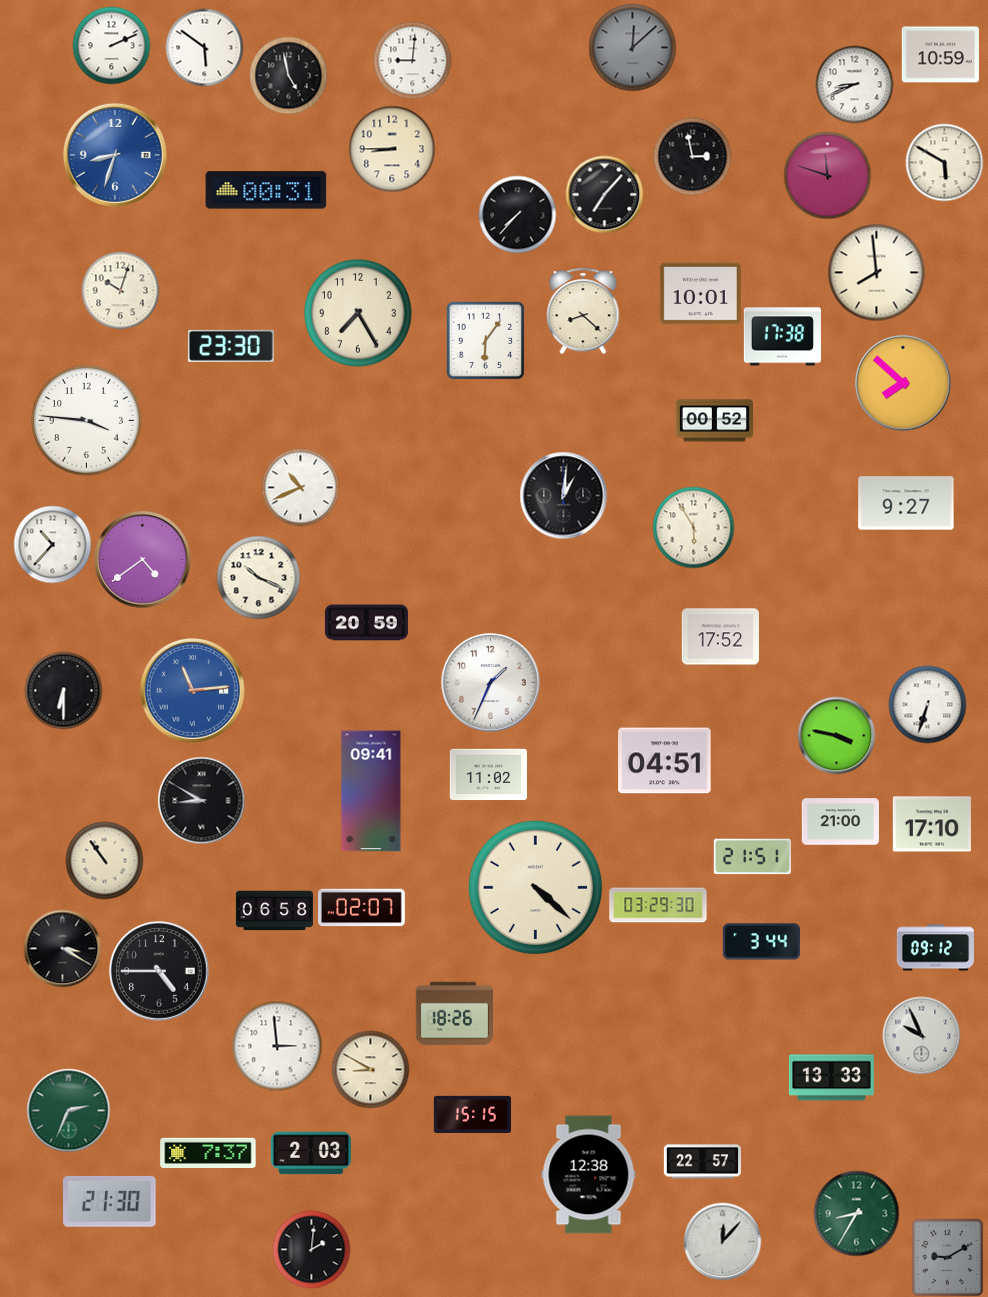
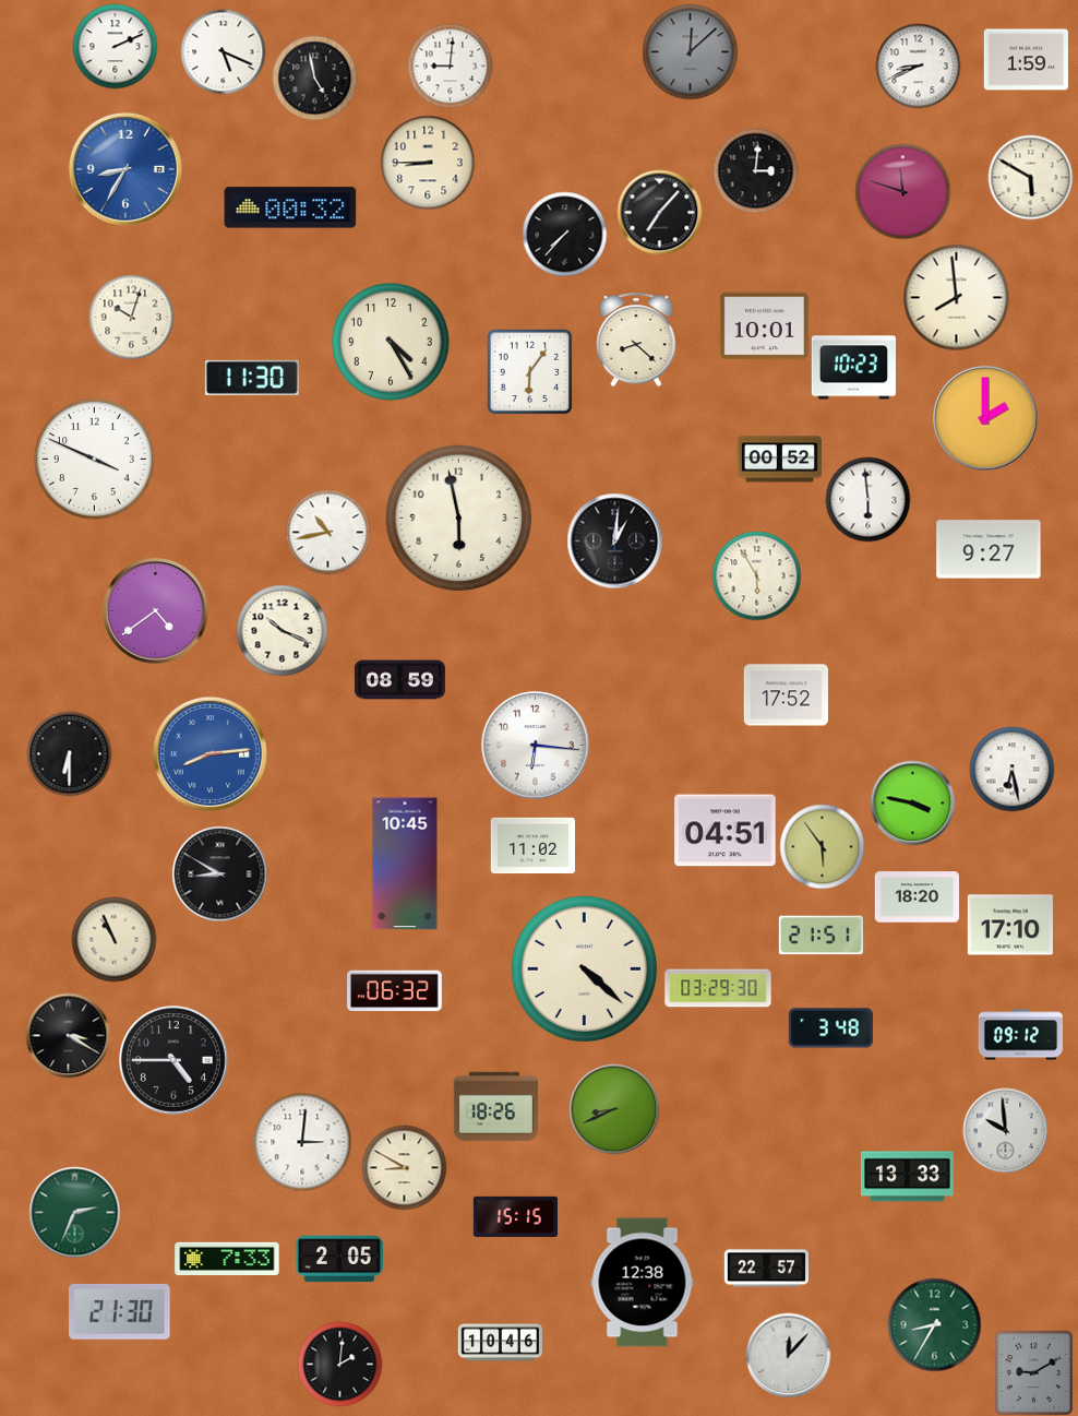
clock at (111, 45) position: (111, 45) -> (115, 46)
clock at (204, 47): 5:51 -> 5:19
clock at (940, 55): 10:59 -> 1:59
clock at (288, 75) position: (288, 75) -> (314, 78)
clock at (854, 84) position: (854, 84) -> (918, 66)
clock at (115, 155): 8:33 -> 8:35
clock at (692, 156): 2:58 -> 3:01
clock at (266, 190): 00:31 -> 00:32
clock at (700, 294) position: (700, 294) -> (764, 326)
clock at (358, 313): 7:25 -> 4:25
clock at (782, 337): 17:38 -> 10:23
clock at (231, 346): 23:30 -> 11:30
clock at (903, 383): 7:52 -> 2:00
clock at (86, 420): 3:46 -> 3:49
clock at (867, 499): none -> 5:59
clock at (459, 519): none -> 5:58
clock at (300, 487): 10:41 -> 10:43
clock at (52, 544): 10:37 -> none
clock at (366, 623): 20:59 -> 08:59
clock at (491, 683): 1:34 -> 6:16
clock at (192, 690): 11:14 -> 8:14
clock at (927, 704): 6:33 -> 6:28
clock at (822, 846): none -> 5:54
clock at (371, 791): 09:41 -> 10:45
clock at (840, 822): 21:00 -> 18:20
clock at (932, 824) position: (932, 824) -> (1010, 925)
clock at (104, 860): 10:54 -> 10:56
clock at (362, 908): 02:07 -> 06:32
clock at (274, 911): 06:58 -> none
clock at (761, 942): 3:44 -> 3:48
clock at (614, 1109): none -> 8:41
clock at (921, 1035): 9:56 -> 9:59
clock at (277, 1046): 2:59 -> 3:01
clock at (208, 1152): 7:37 -> 7:33
clock at (311, 1153): 2:03 -> 2:05
clock at (500, 1343): none -> 10:46
